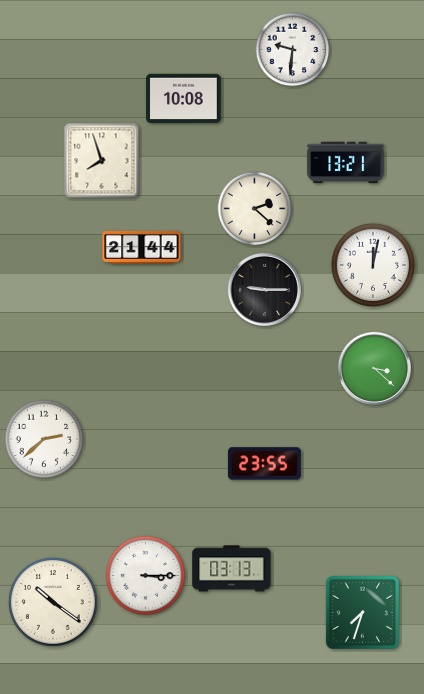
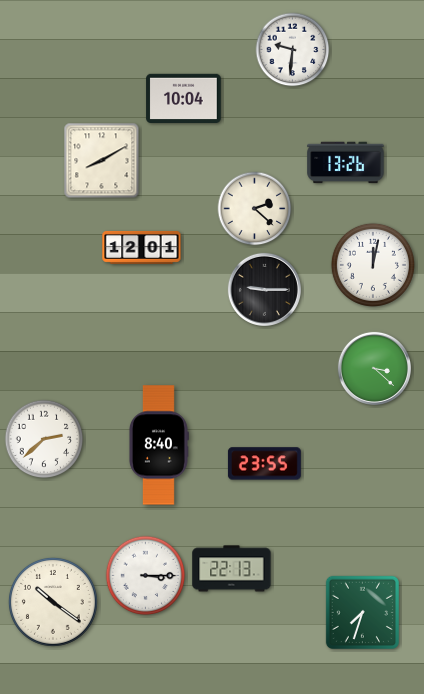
clock at (184, 98): 10:08 -> 10:04
clock at (102, 161): 7:57 -> 8:10
clock at (346, 163): 13:21 -> 13:26
clock at (142, 247): 21:44 -> 12:01
clock at (159, 445): none -> 8:40
clock at (232, 569): 03:13 -> 22:13
